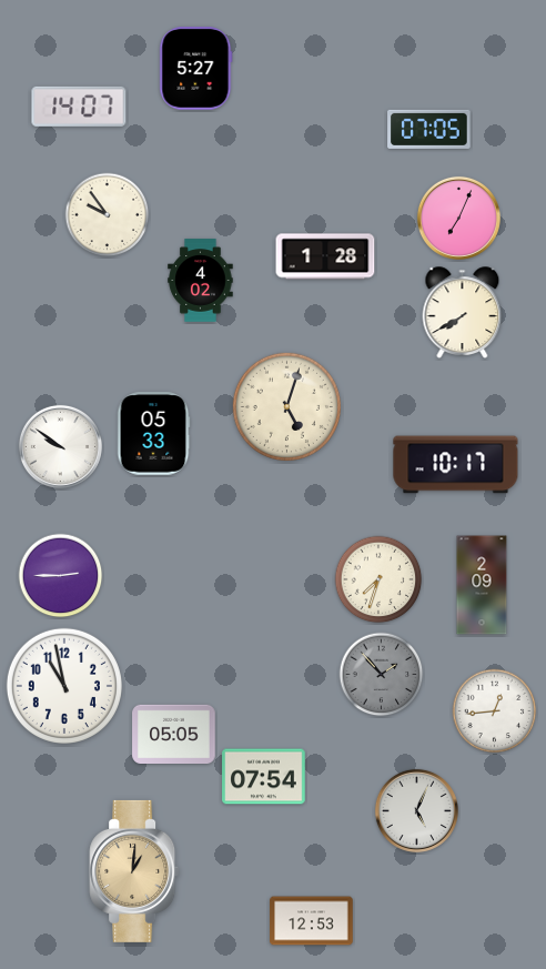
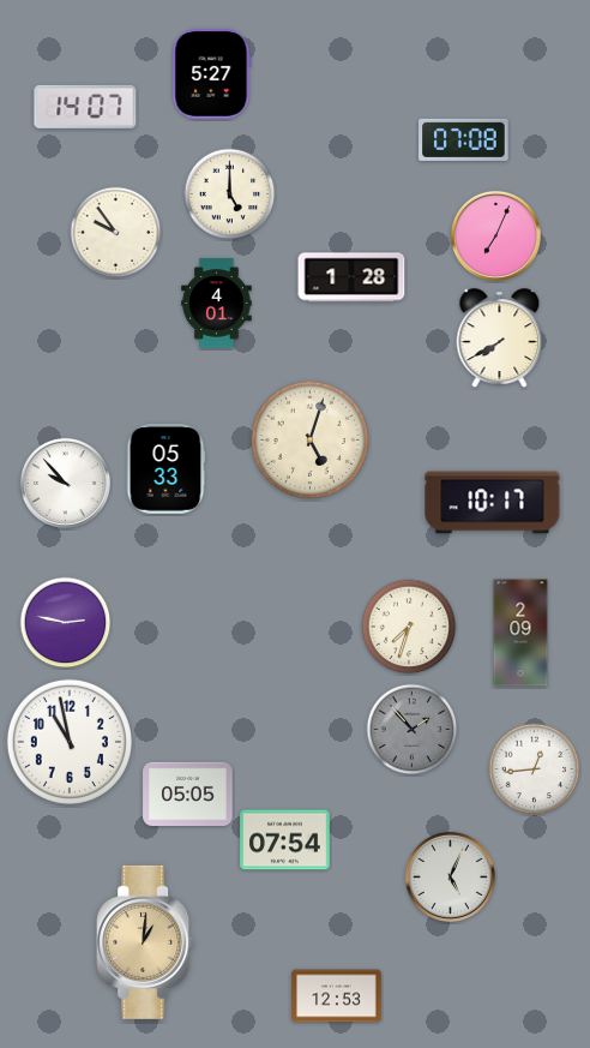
clock at (79, 107) position: (79, 107) -> (85, 107)
clock at (429, 129): 07:05 -> 07:08
clock at (230, 194): none -> 5:00
clock at (201, 281): 4:02 -> 4:01
clock at (60, 446): 9:51 -> 9:53
clock at (61, 576): 2:45 -> 2:47
